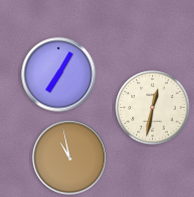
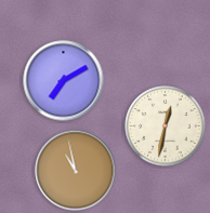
clock at (59, 75): 7:05 -> 7:10
clock at (153, 108) position: (153, 108) -> (166, 127)
